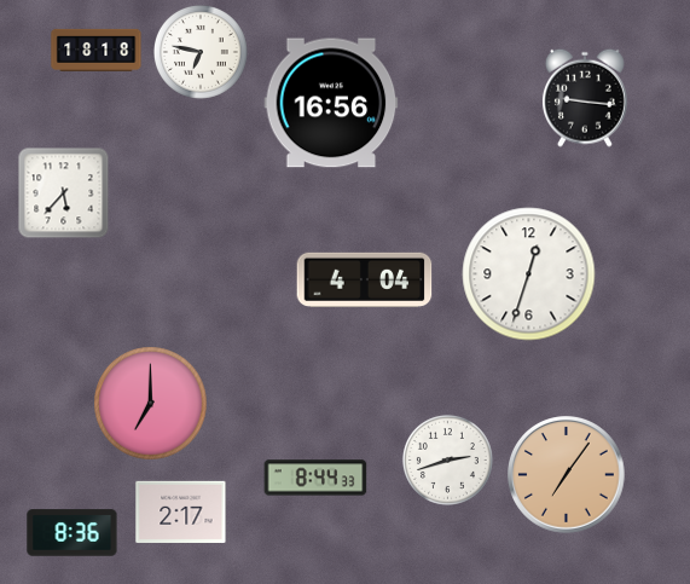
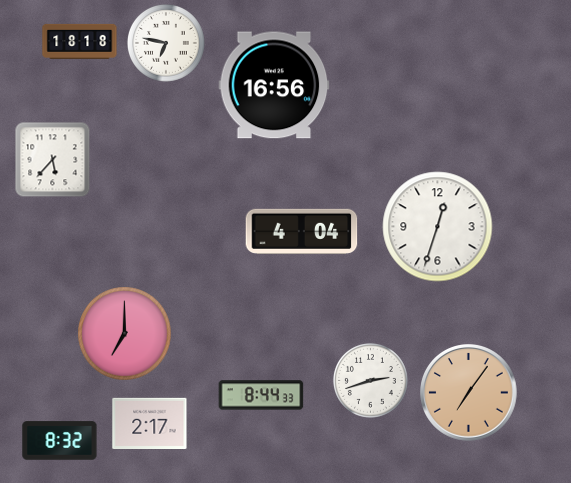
clock at (585, 98): 9:16 -> none
clock at (73, 533): 8:36 -> 8:32
